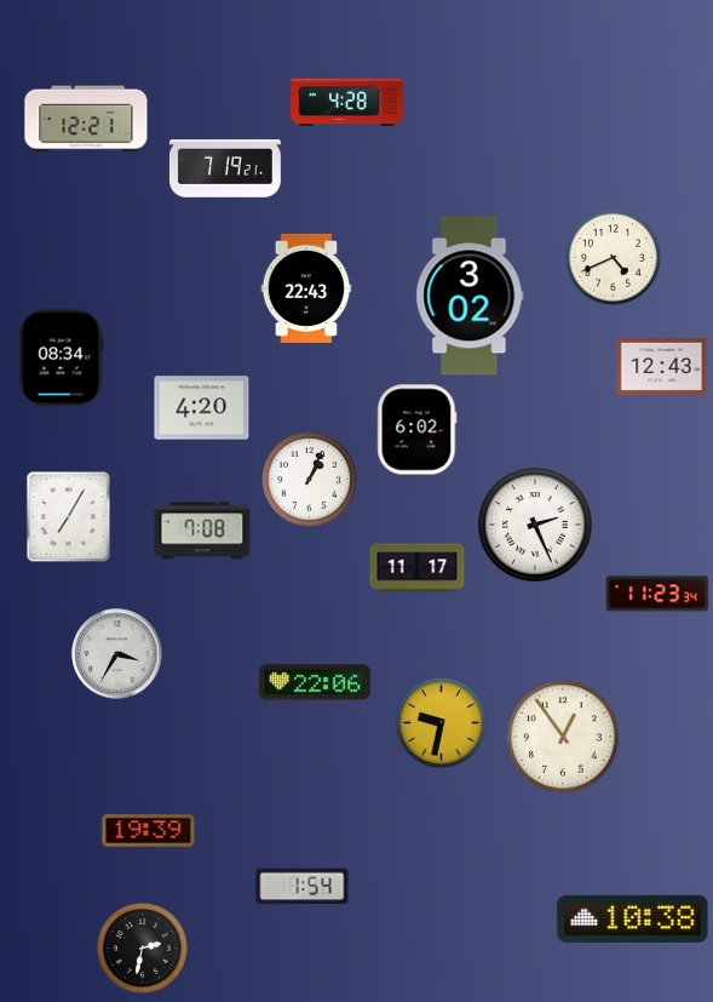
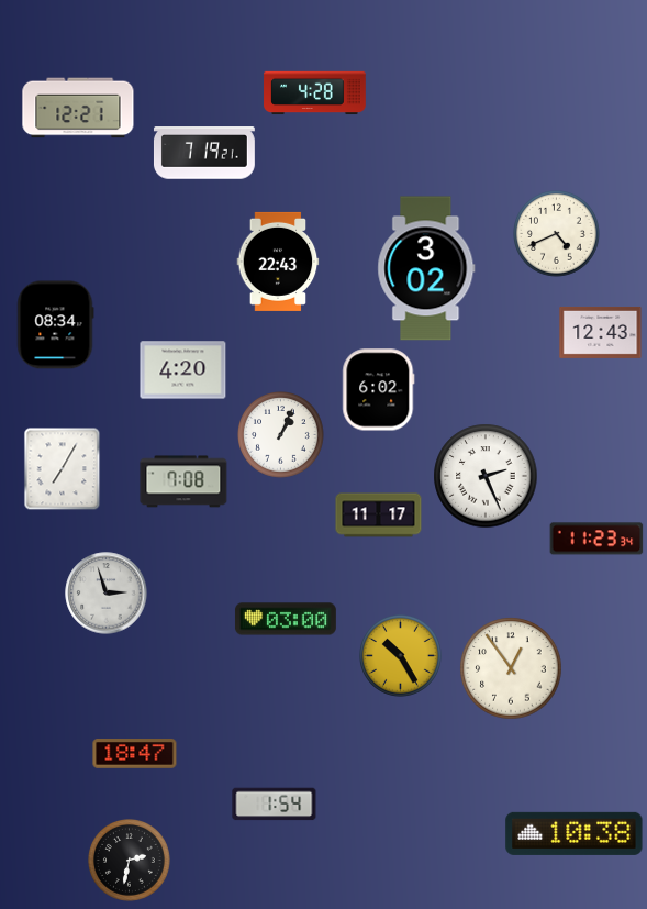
clock at (117, 654): 3:35 -> 2:57
clock at (315, 682): 22:06 -> 03:00
clock at (442, 723): 9:32 -> 10:25
clock at (149, 831): 19:39 -> 18:47
